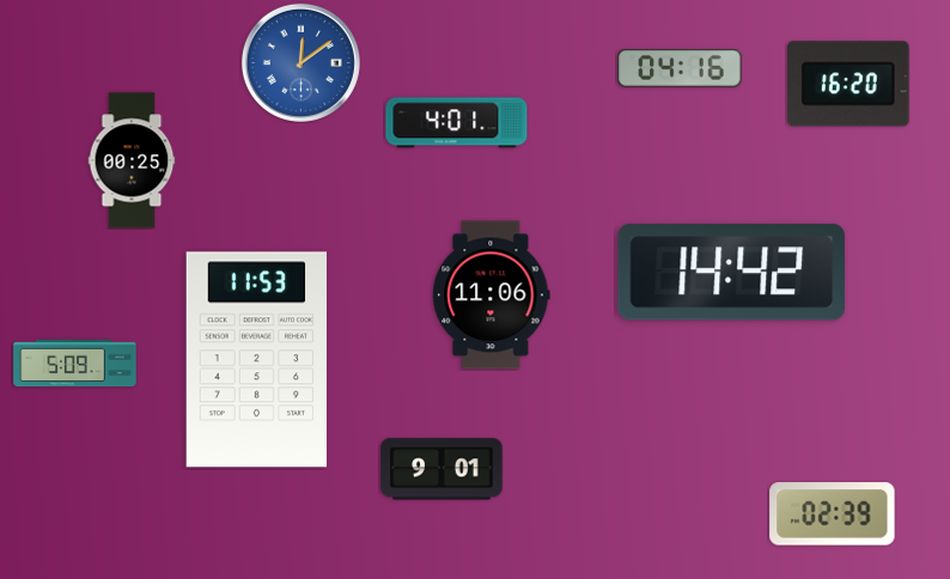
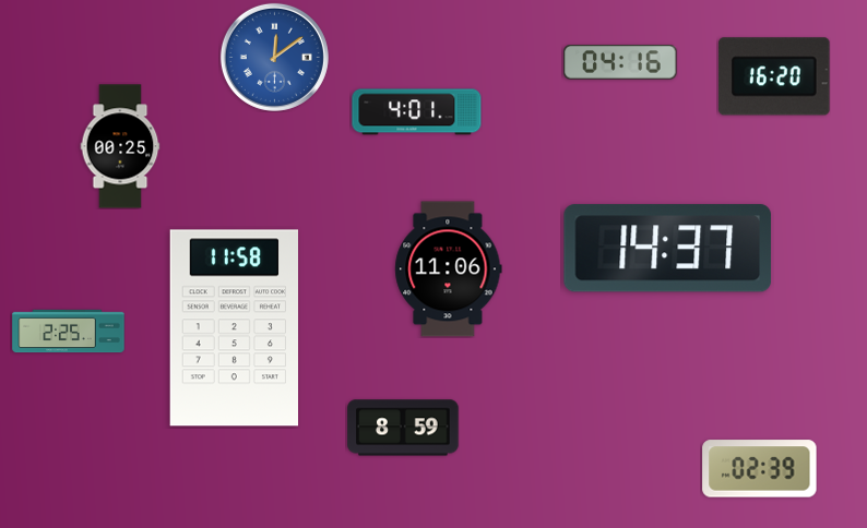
clock at (732, 273): 14:42 -> 14:37
clock at (256, 360): 11:53 -> 11:58
clock at (75, 364): 5:09 -> 2:25
clock at (441, 469): 9:01 -> 8:59
